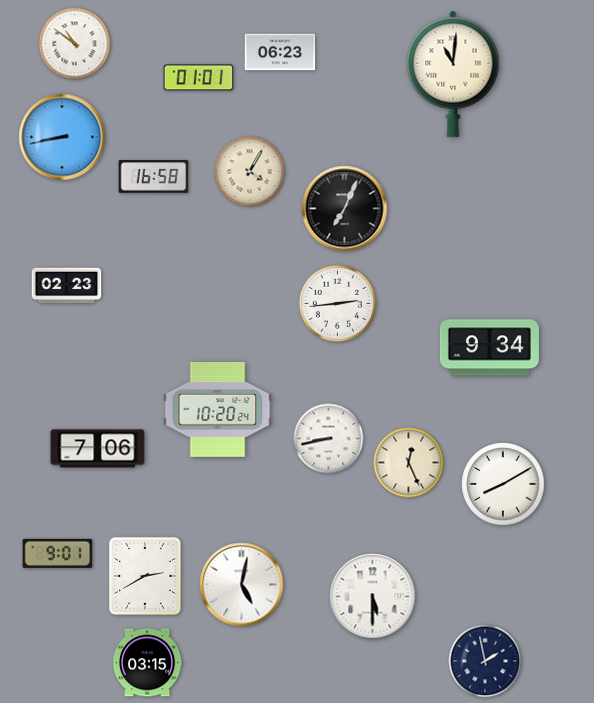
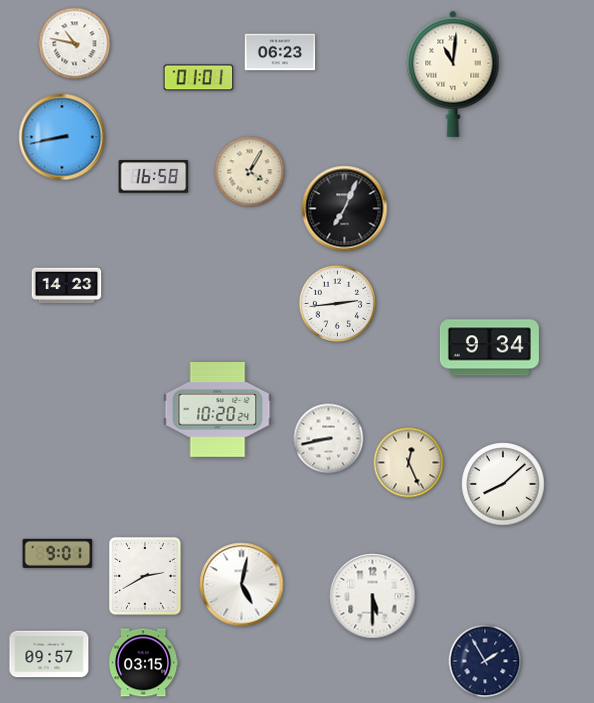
clock at (75, 44): 10:51 -> 10:47
clock at (67, 286): 02:23 -> 14:23
clock at (98, 449): 7:06 -> none
clock at (503, 484): 8:10 -> 8:08
clock at (49, 654): none -> 09:57
clock at (485, 661): 1:58 -> 1:55
clock at (147, 663) position: (147, 663) -> (143, 663)
